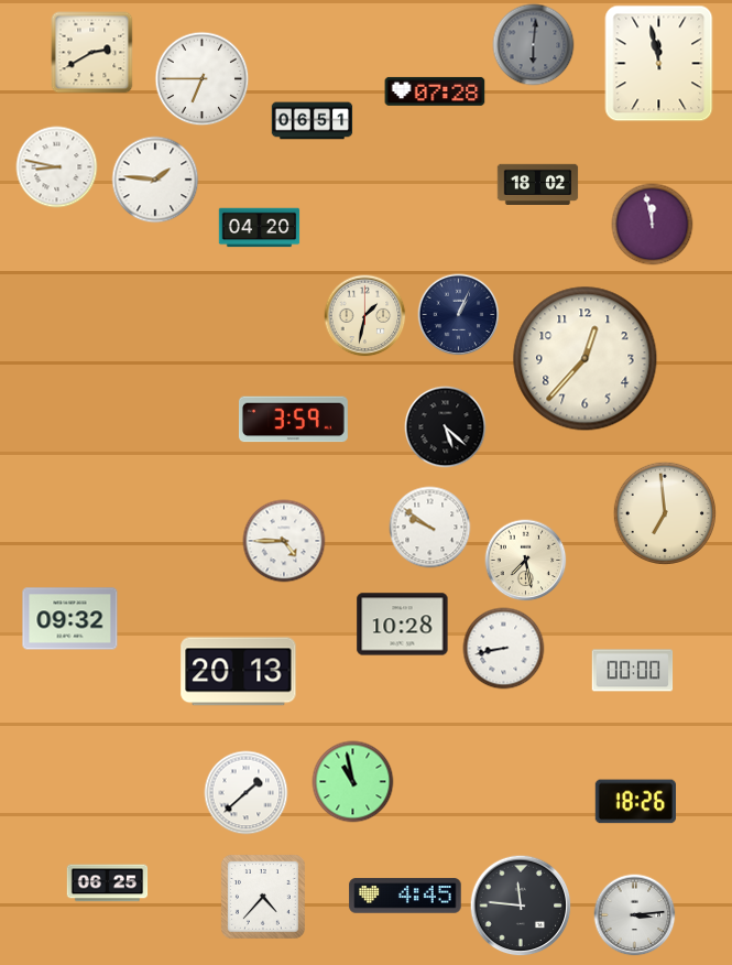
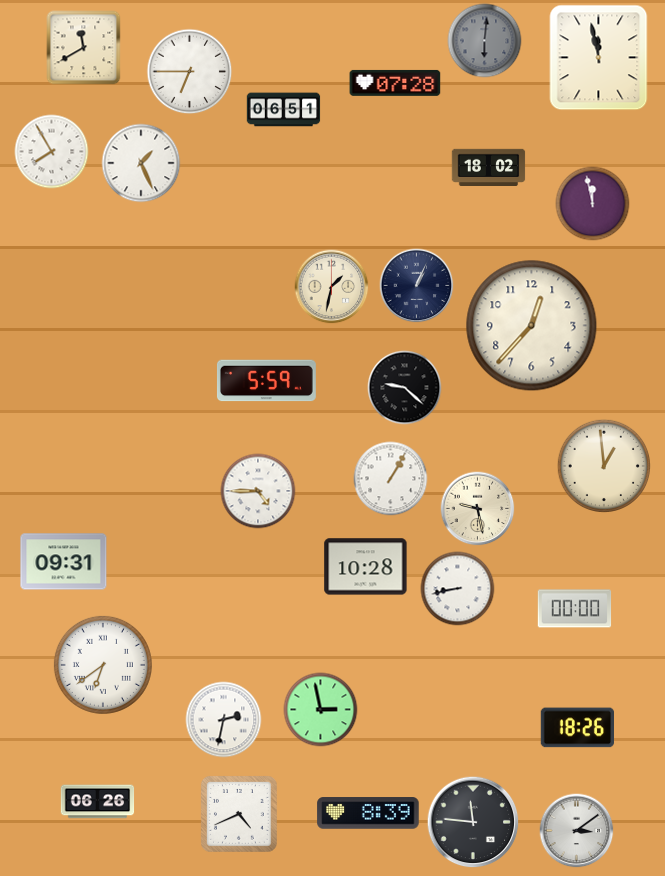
clock at (92, 53): 2:40 -> 11:40
clock at (203, 79) position: (203, 79) -> (190, 72)
clock at (57, 167): 8:47 -> 7:55
clock at (155, 180): 1:46 -> 1:26
clock at (260, 228): 04:20 -> none
clock at (293, 420): 3:59 -> 5:59
clock at (446, 427): 5:22 -> 9:22
clock at (664, 512): 6:59 -> 12:59
clock at (430, 528): 9:51 -> 1:05
clock at (526, 561): 7:28 -> 9:28
clock at (70, 619): 09:32 -> 09:31
clock at (239, 672): 20:13 -> none
clock at (103, 665): none -> 6:39
clock at (353, 782): 10:58 -> 2:58
clock at (247, 793): 1:38 -> 2:32
clock at (108, 883): 06:25 -> 06:26
clock at (405, 896): 4:45 -> 8:39
clock at (264, 898): 4:37 -> 4:41
clock at (635, 915): 3:14 -> 3:09
